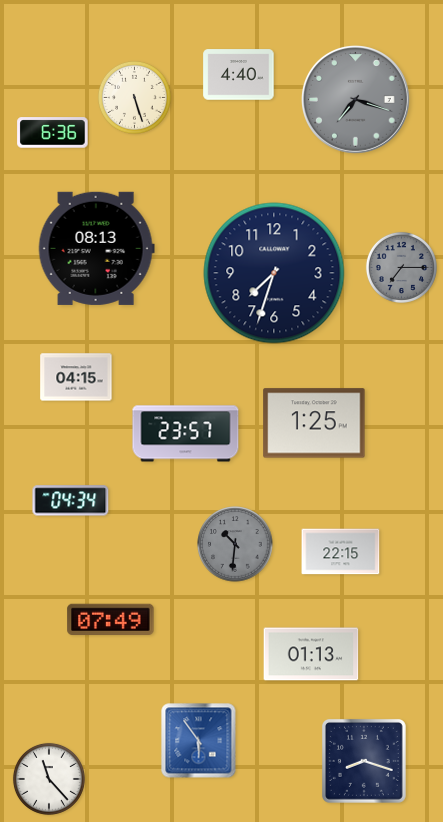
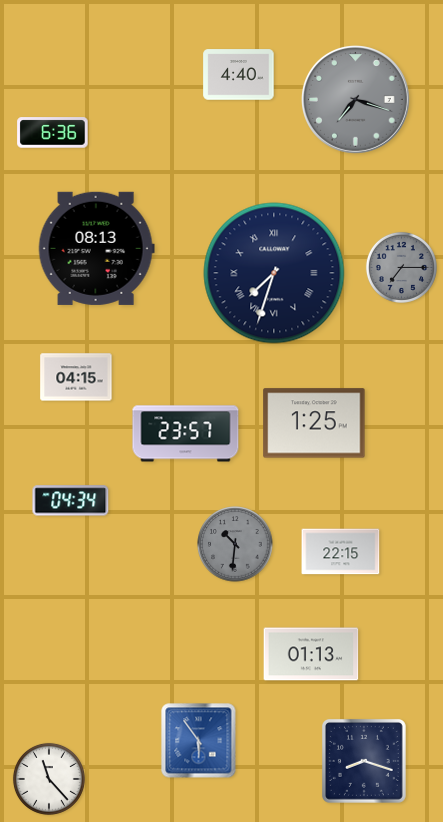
clock at (134, 97): 5:27 -> none
clock at (274, 273) numerals: Arabic -> Roman
clock at (111, 620): 07:49 -> none
